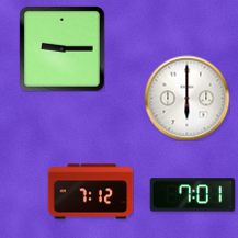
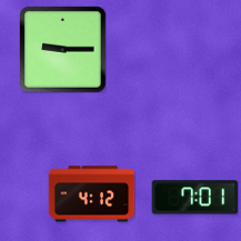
clock at (186, 98): 6:00 -> none
clock at (90, 192): 7:12 -> 4:12
